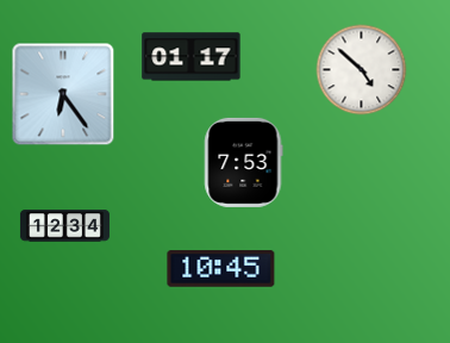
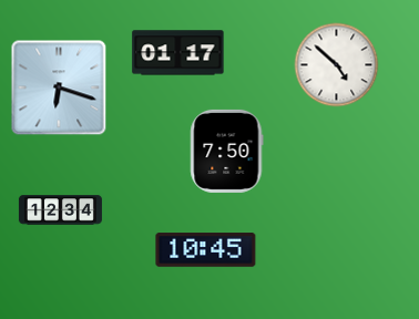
clock at (63, 94): 6:24 -> 6:18
clock at (244, 162): 7:53 -> 7:50
